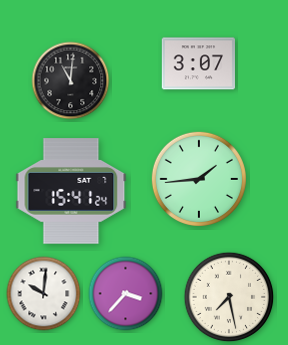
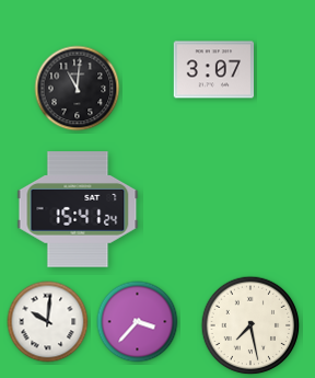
clock at (199, 64) position: (199, 64) -> (214, 70)
clock at (199, 179): 1:44 -> none
